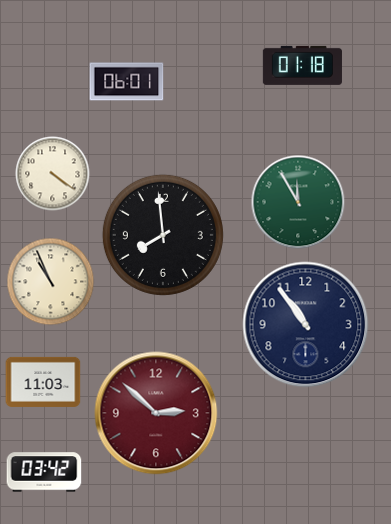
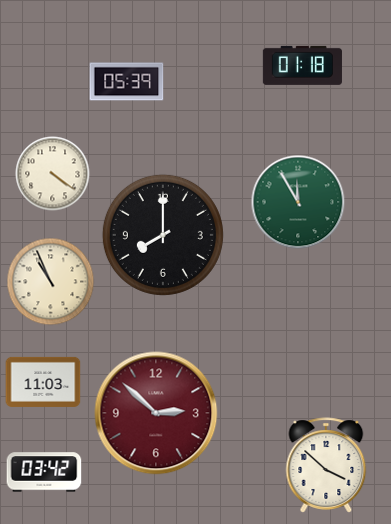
clock at (127, 82): 06:01 -> 05:39
clock at (163, 235): 7:59 -> 8:00
clock at (306, 325): 10:54 -> none
clock at (326, 465): none -> 3:52
